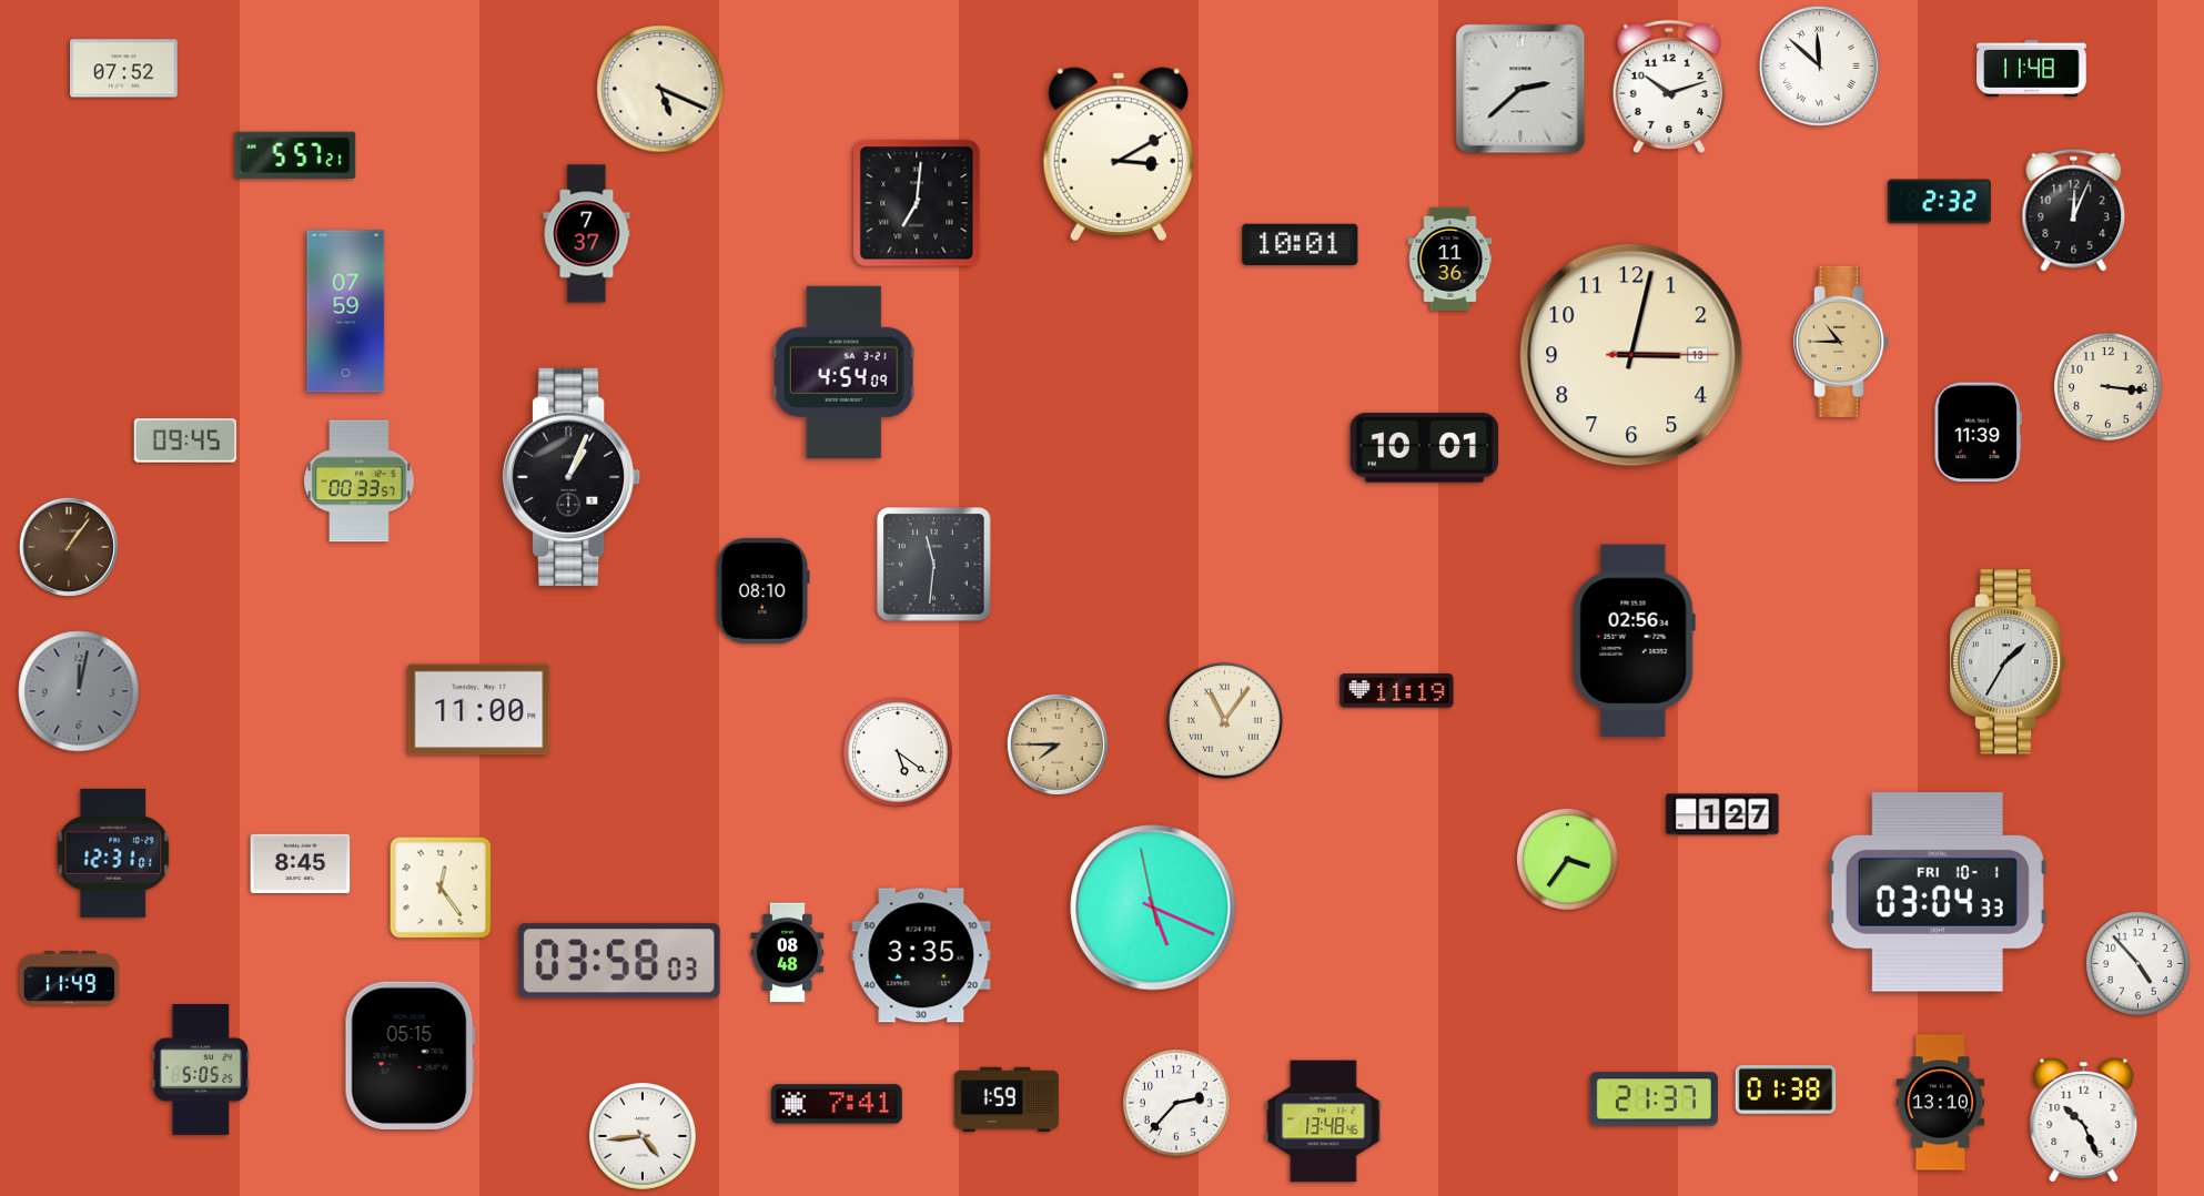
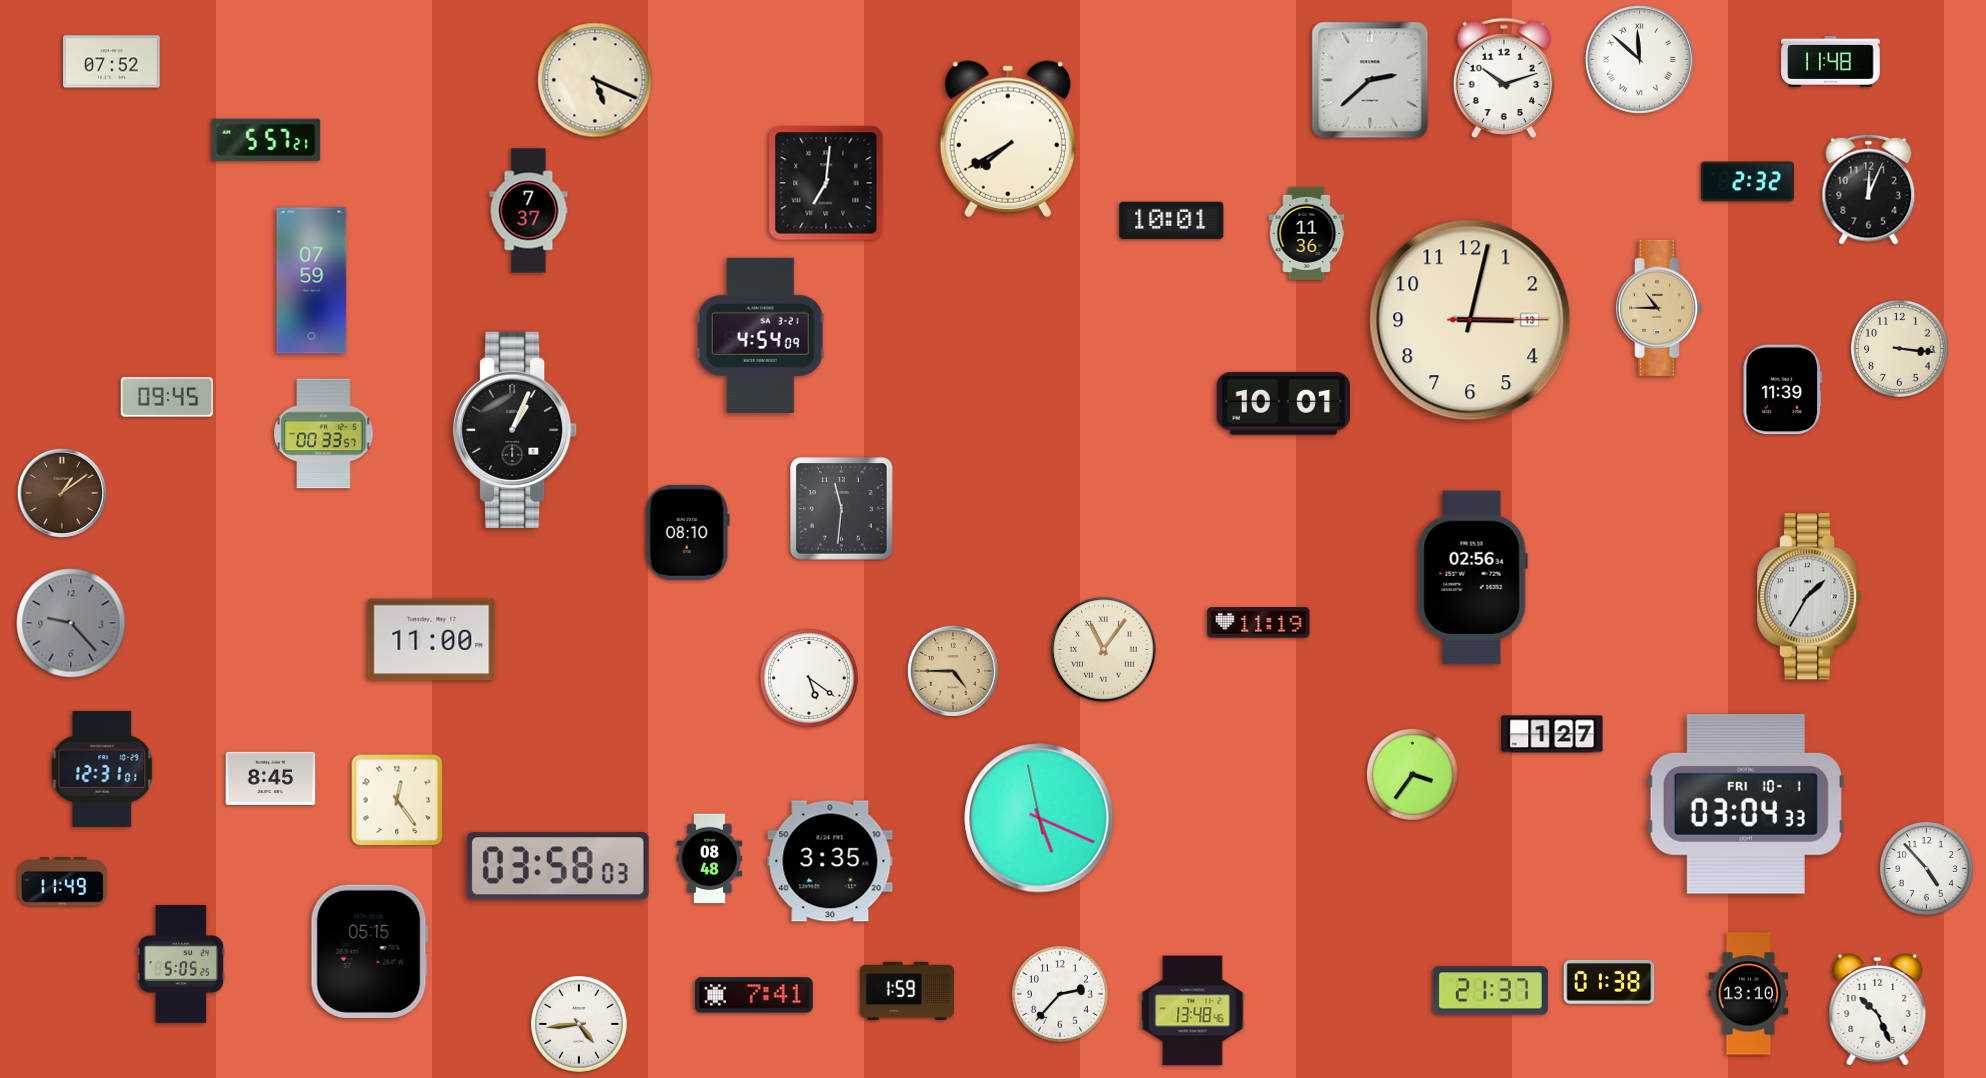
clock at (1119, 154): 3:10 -> 7:40
clock at (69, 547): 1:06 -> 1:09
clock at (79, 691): 12:02 -> 9:23
clock at (1058, 744): 7:45 -> 4:45
